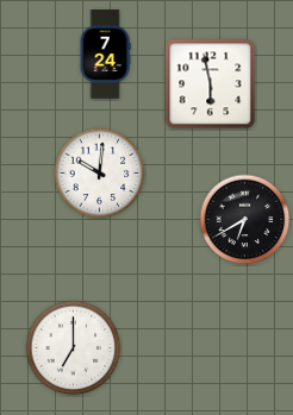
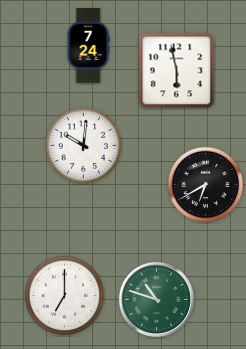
clock at (74, 348) position: (74, 348) -> (65, 296)
clock at (156, 299): none -> 10:48
